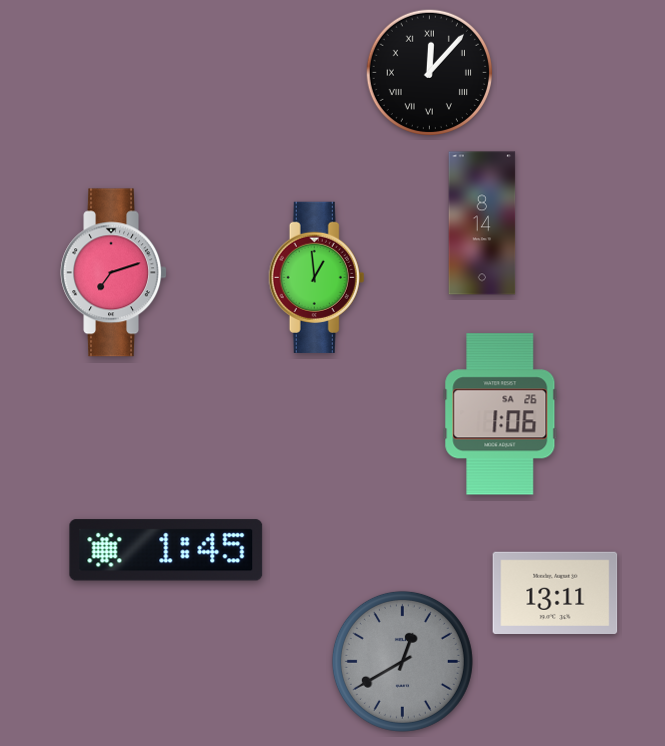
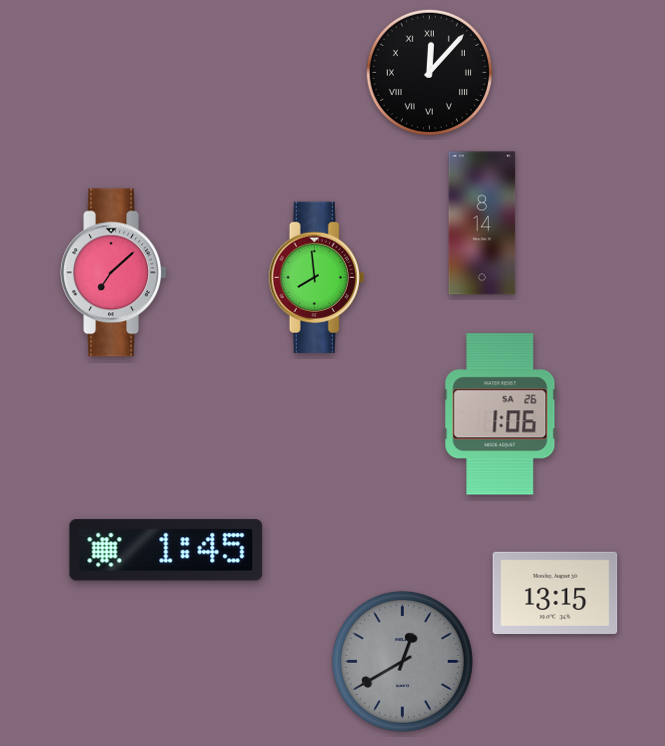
clock at (113, 273): 7:12 -> 7:08
clock at (317, 277): 12:59 -> 7:59
clock at (555, 592): 13:11 -> 13:15
